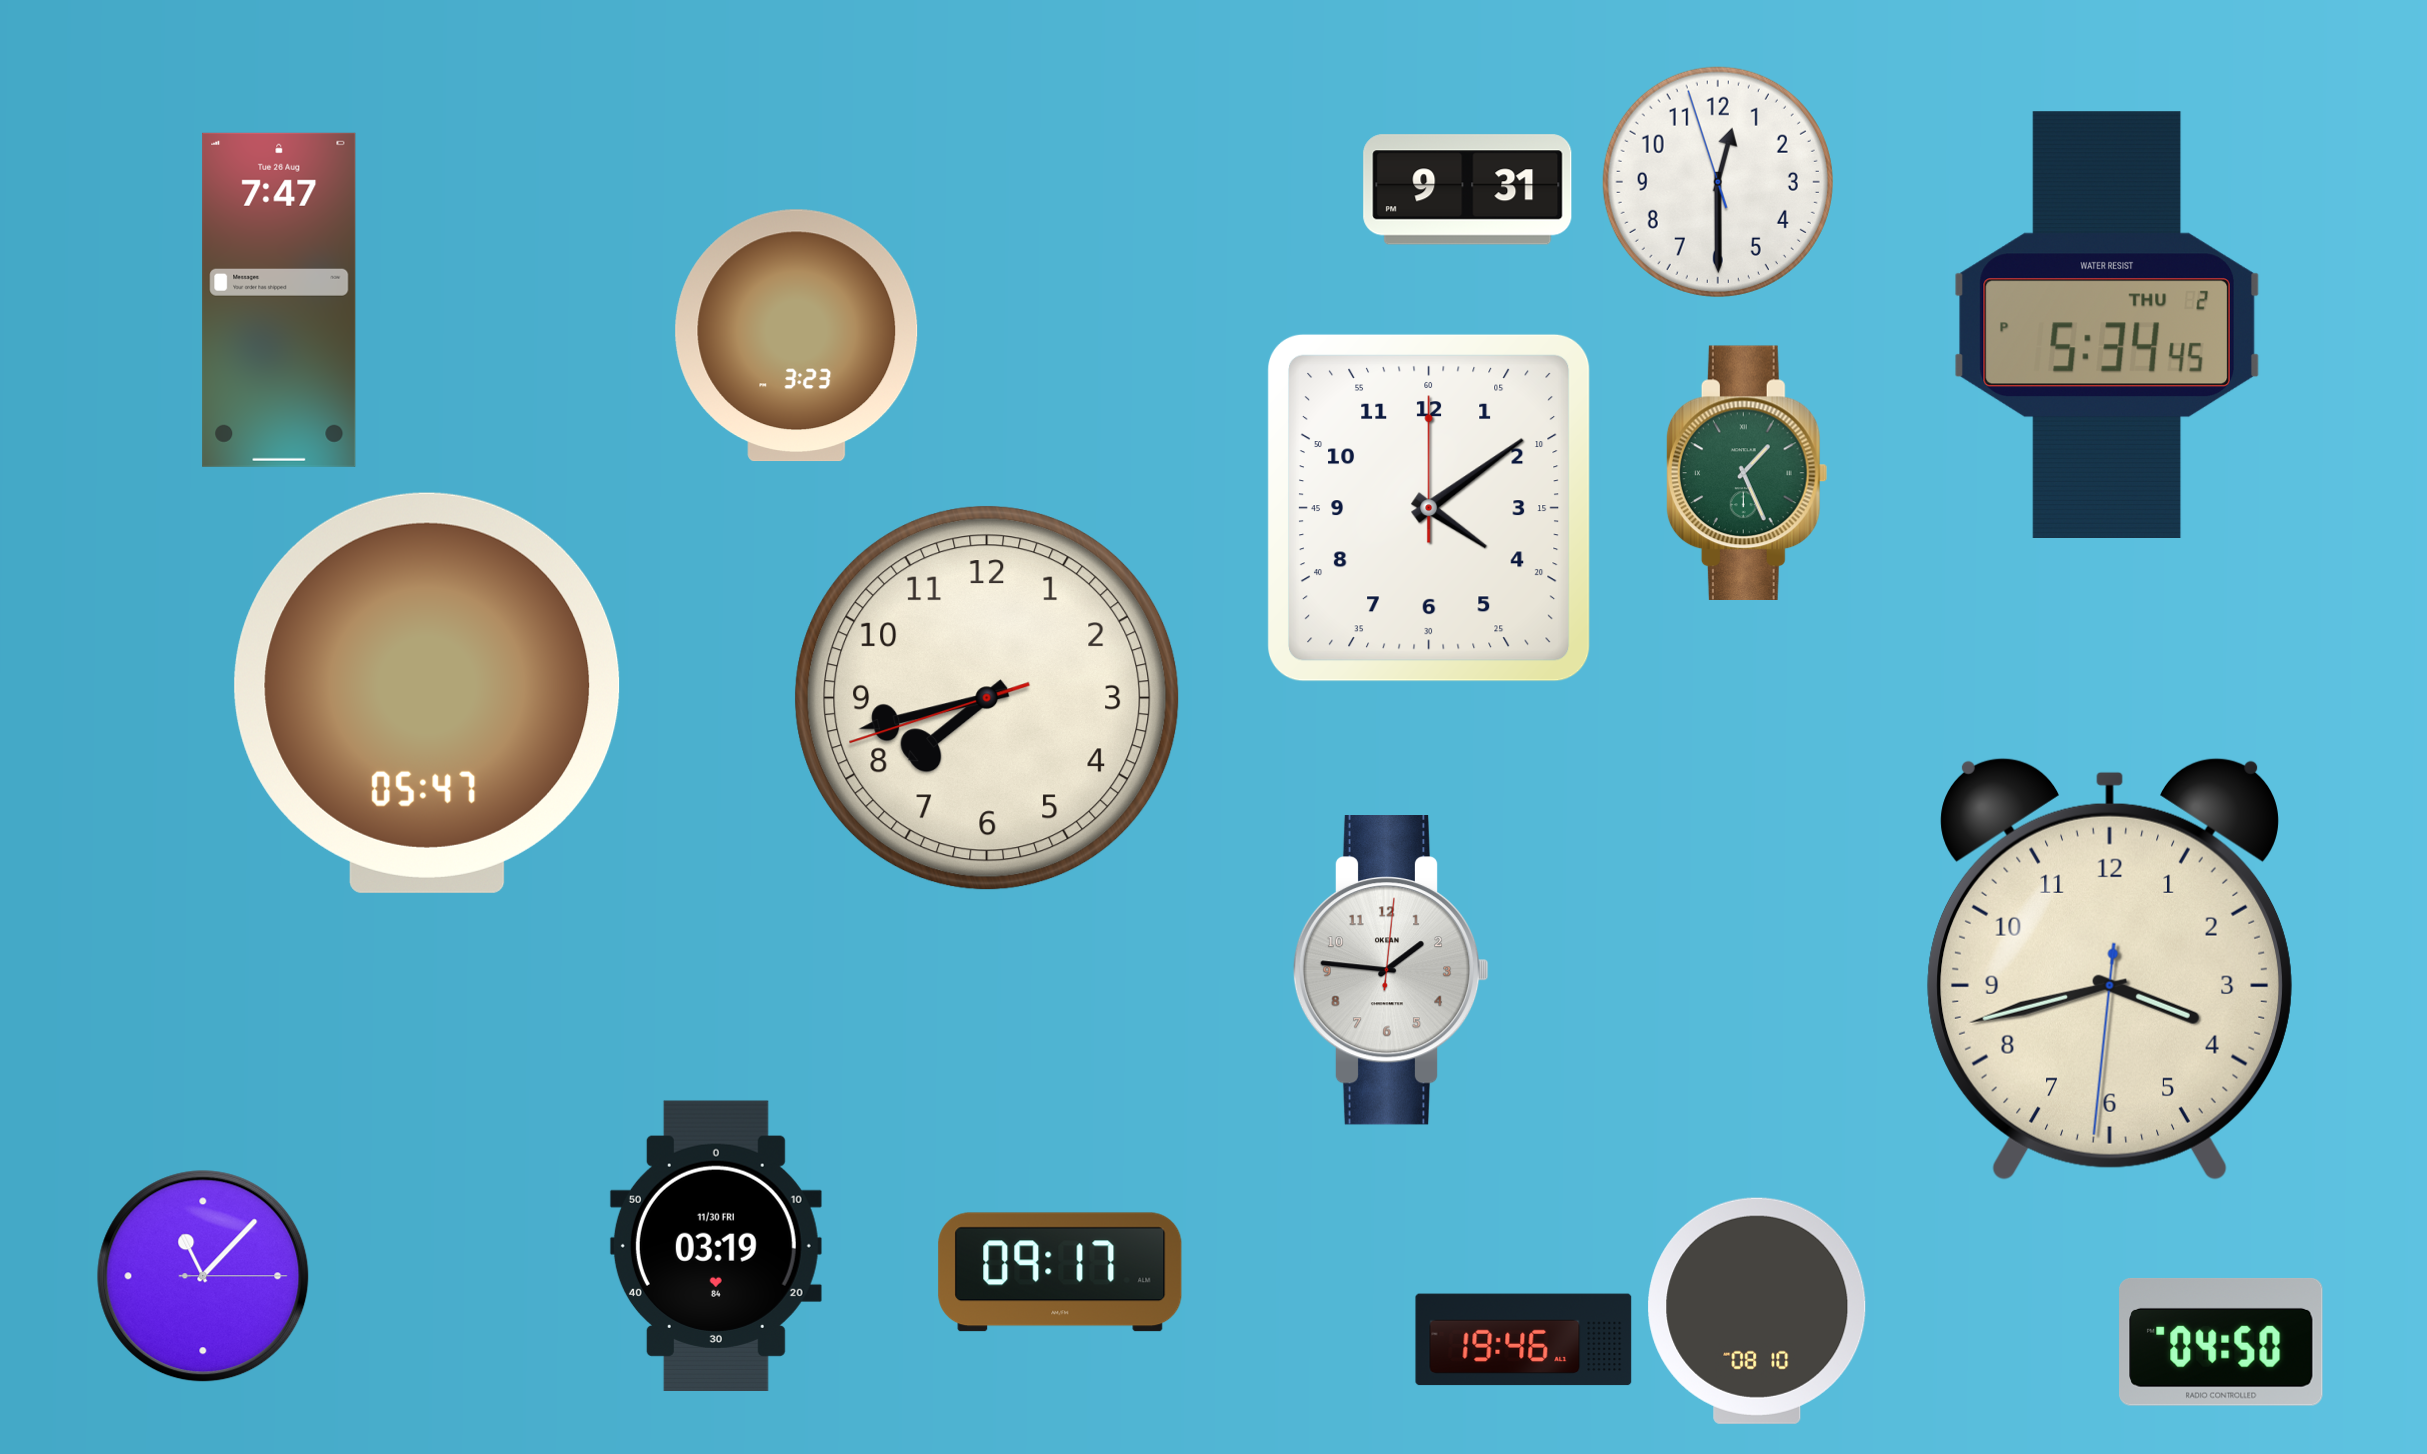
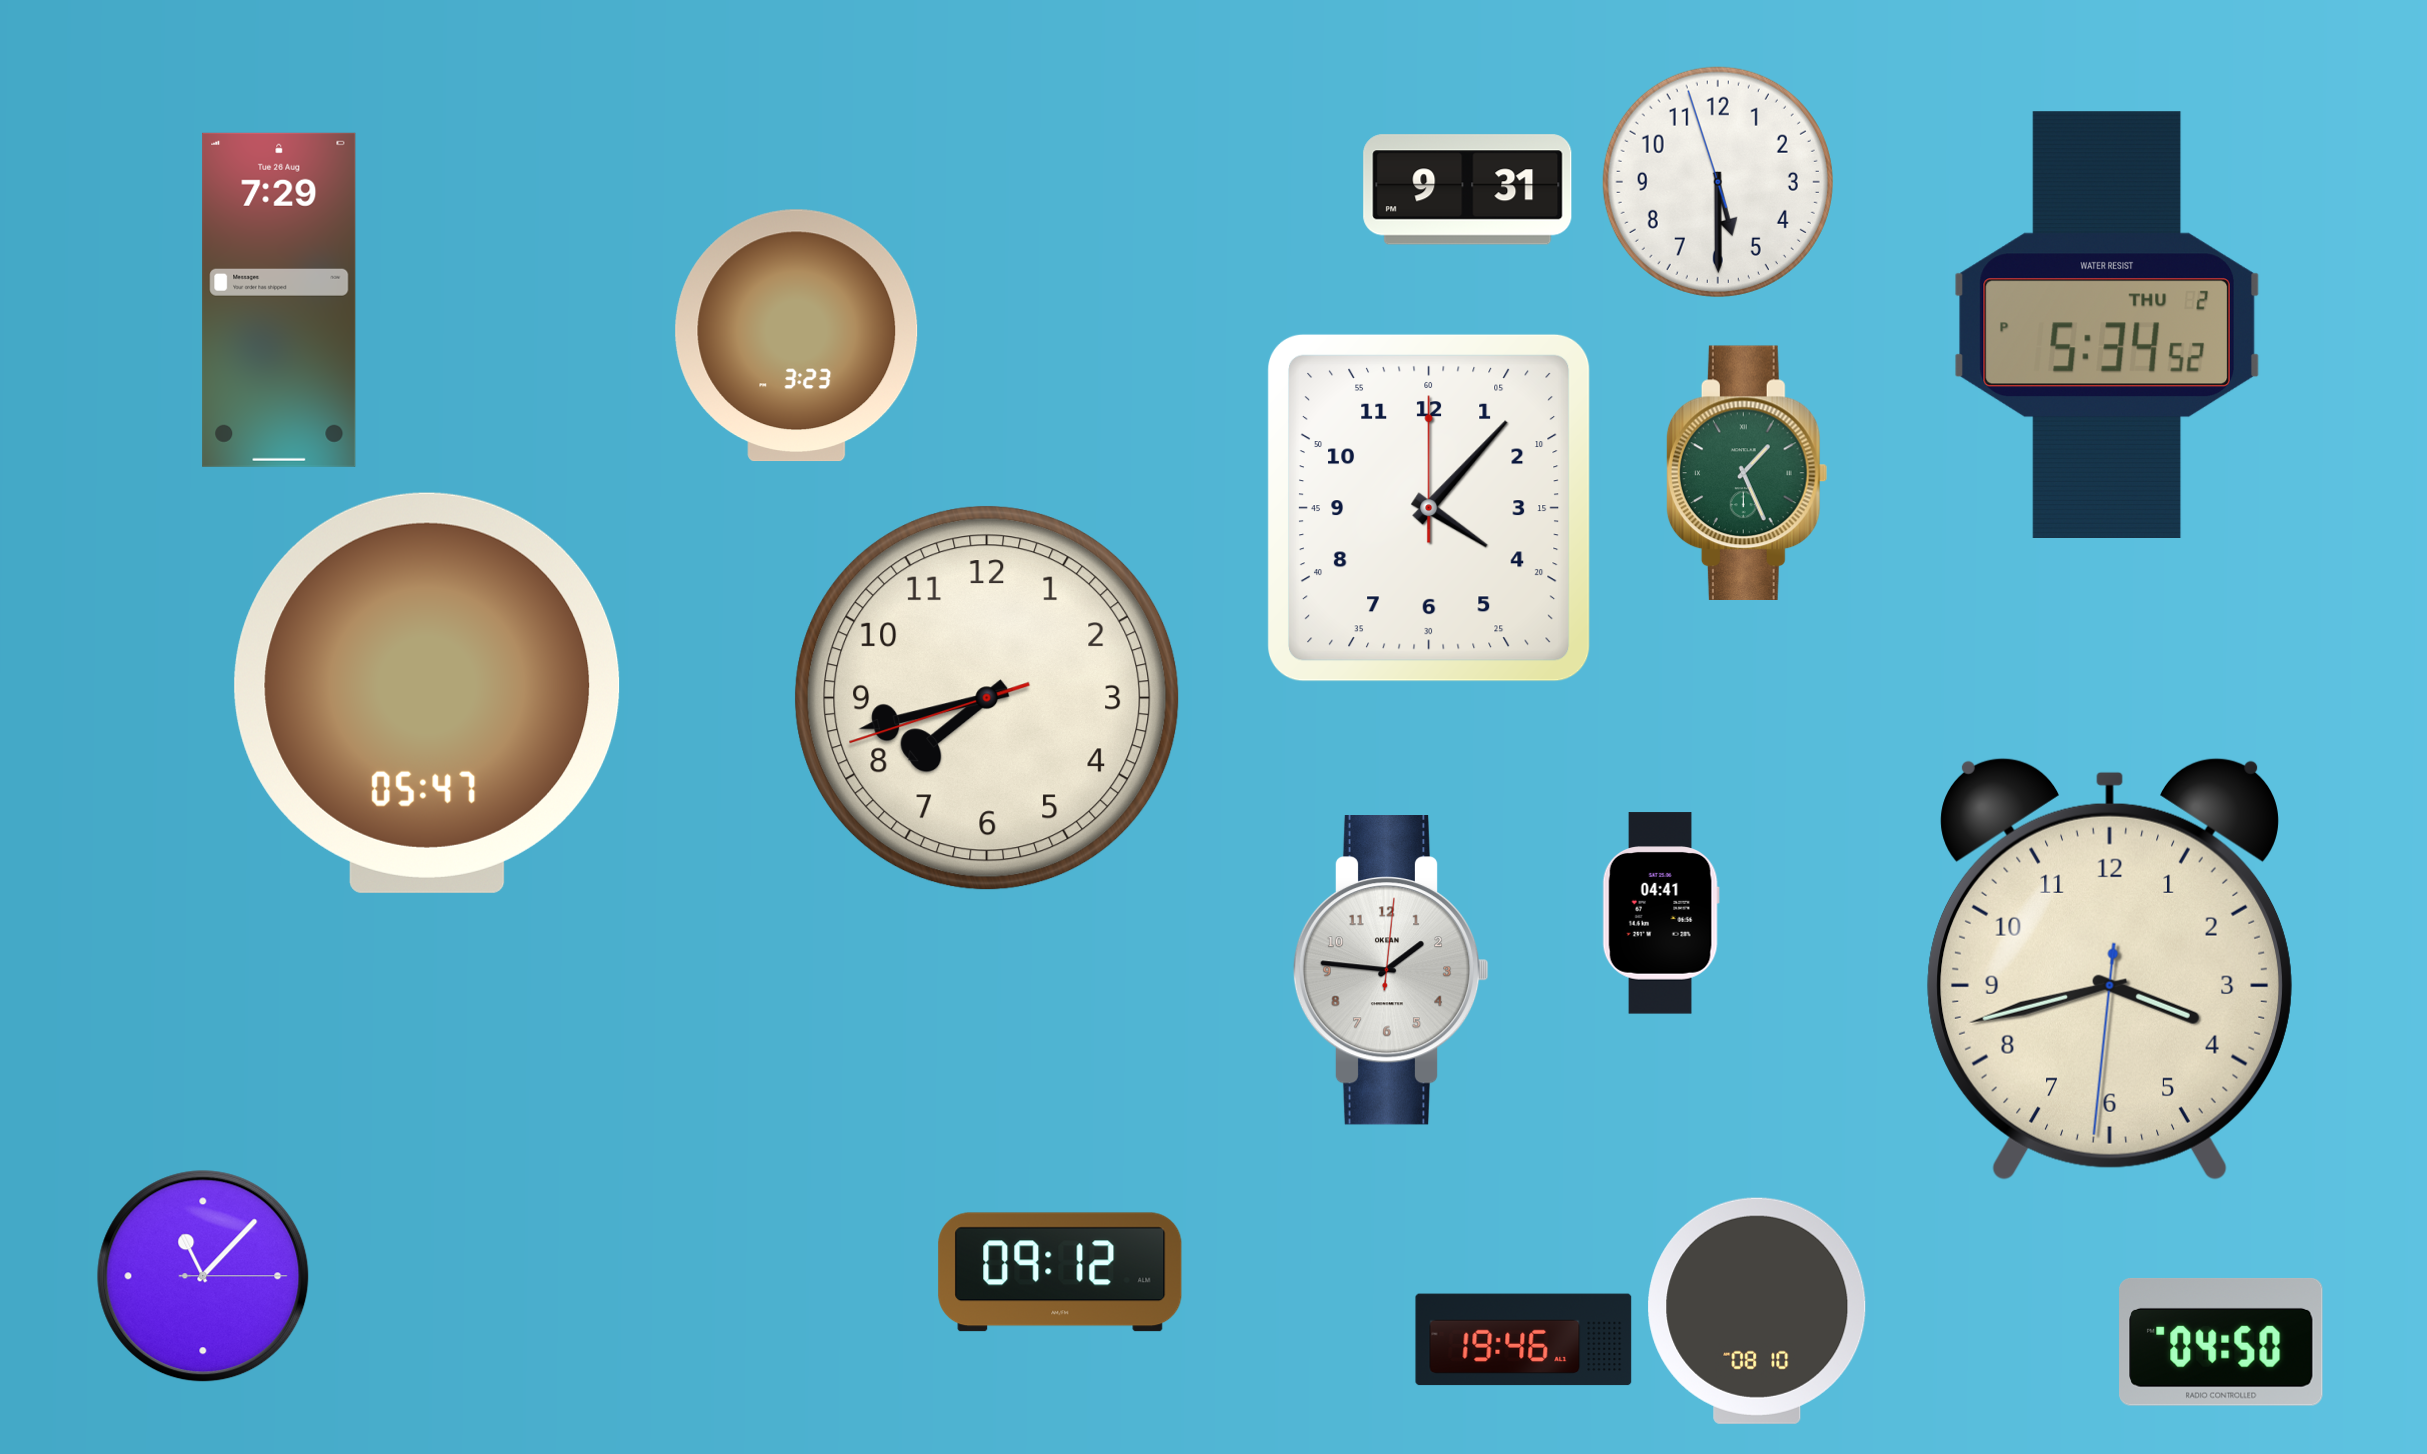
clock at (1718, 182): 12:29 -> 5:29
clock at (279, 300): 7:47 -> 7:29
clock at (2107, 325): 5:34:45 PM -> 5:34:52 PM
clock at (1429, 508): 4:09 -> 4:07
clock at (1661, 913): none -> 04:41
clock at (716, 1245): 03:19 -> none
clock at (1060, 1272): 09:17 -> 09:12
